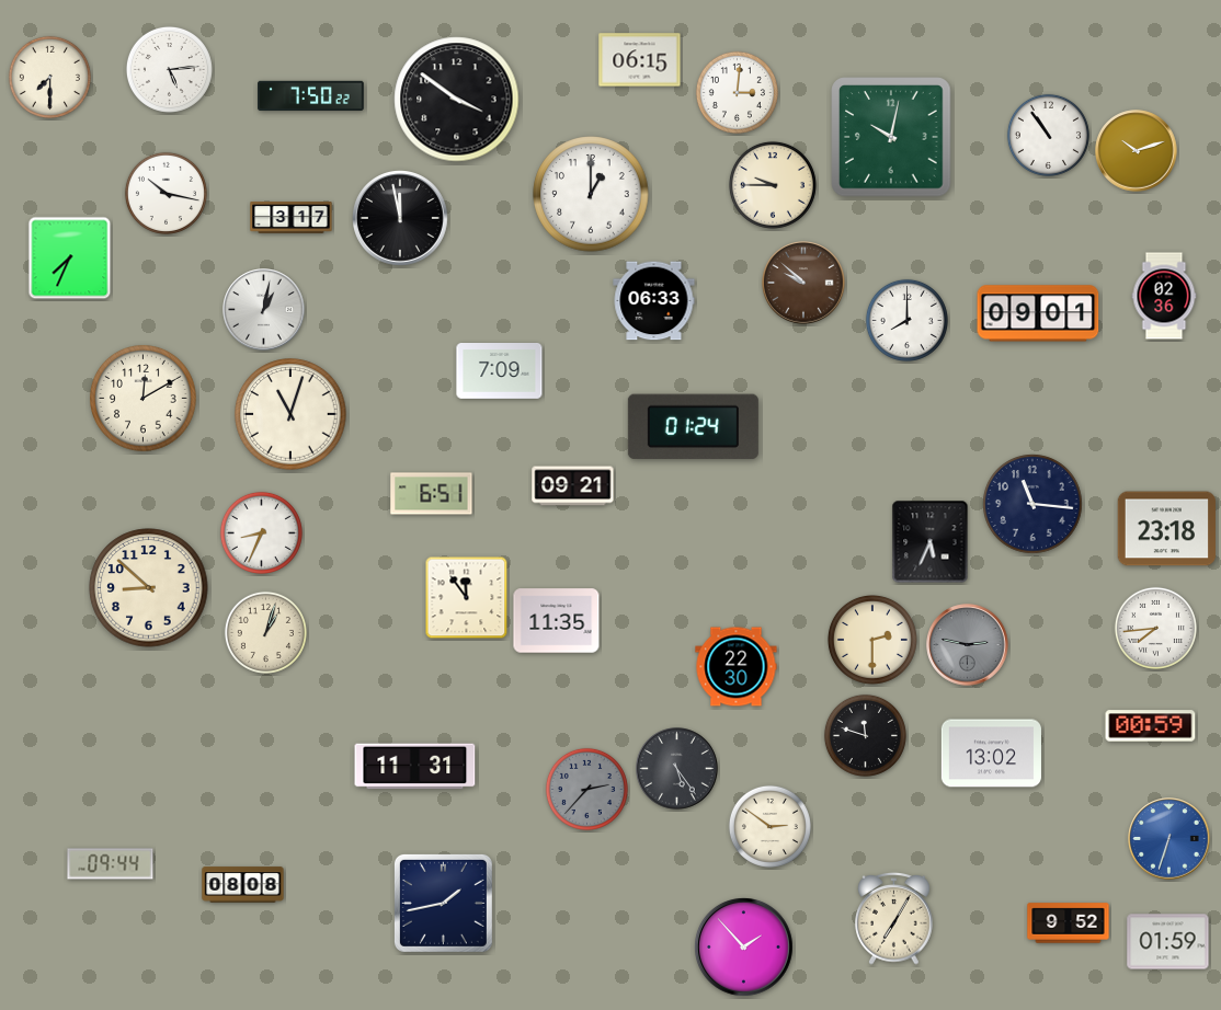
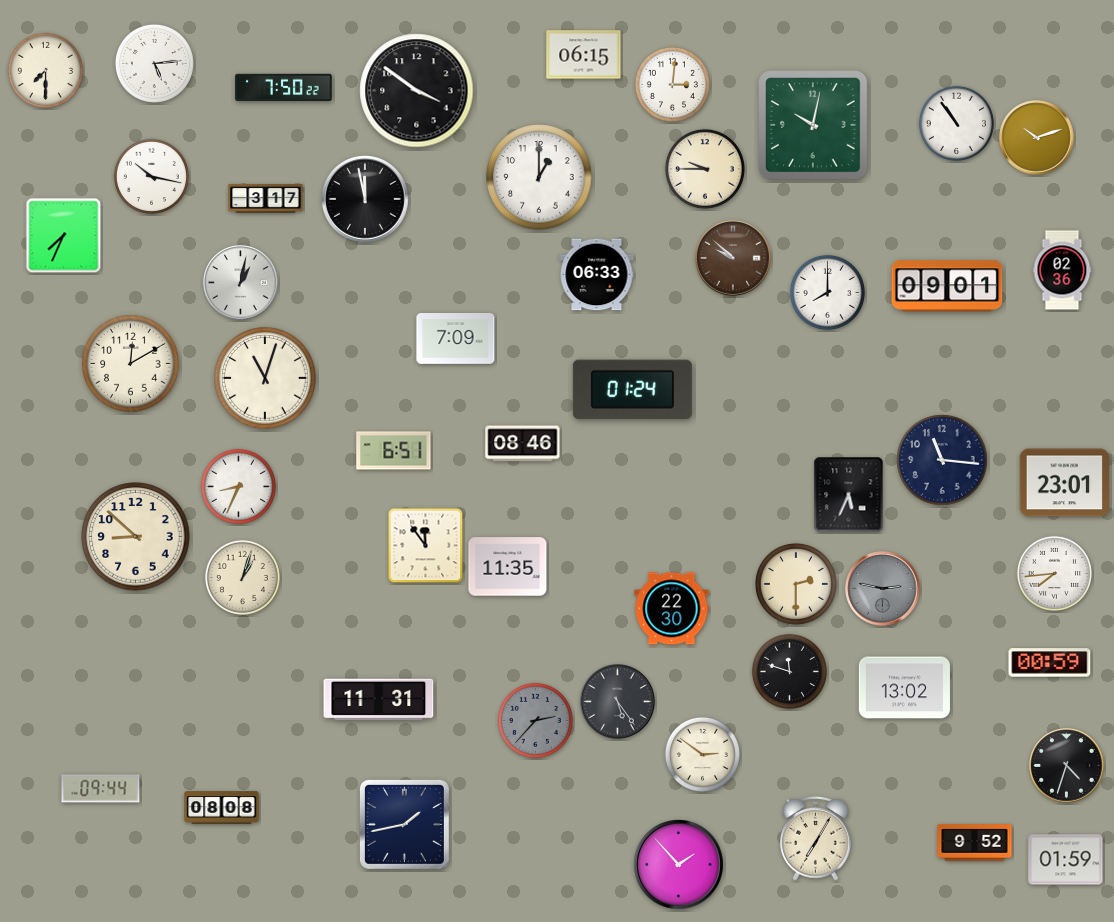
clock at (573, 486): 09:21 -> 08:46
clock at (1167, 529): 23:18 -> 23:01
clock at (1169, 839): 6:33 -> 4:33
clock at (1169, 839) dial: blue -> black
